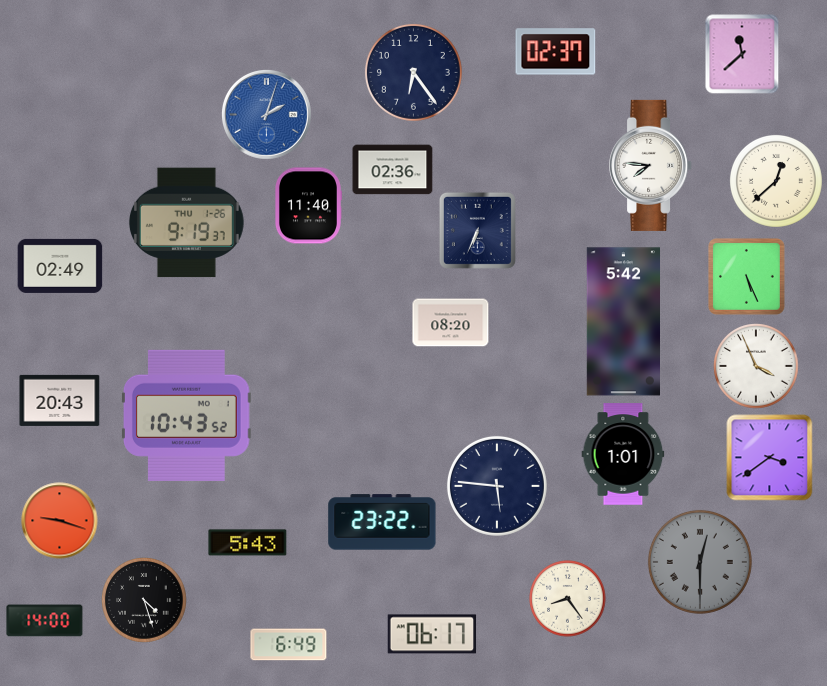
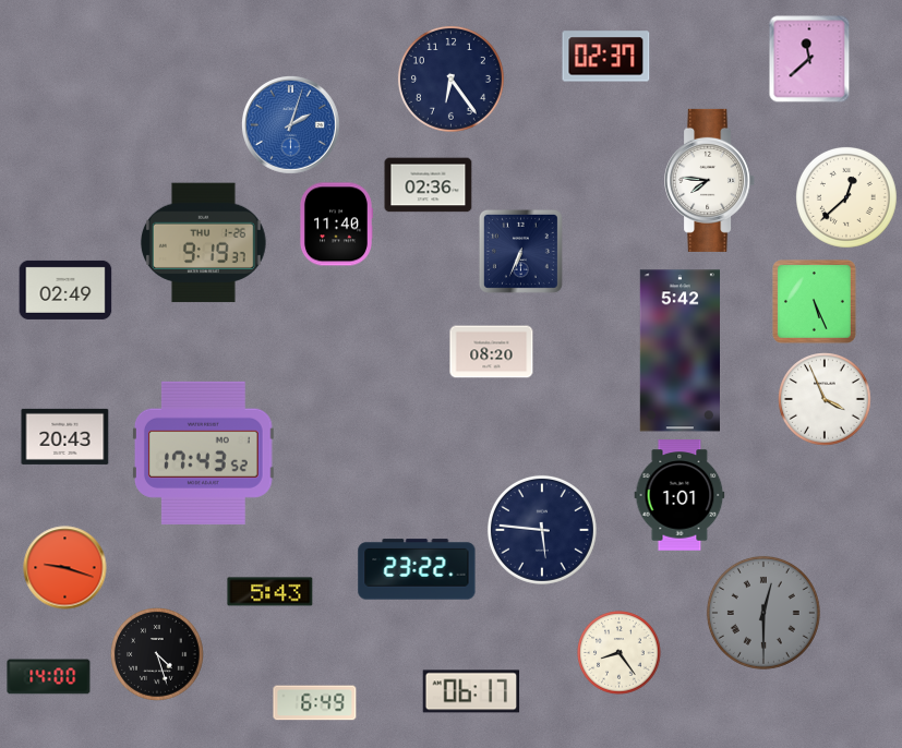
clock at (186, 415): 10:43 -> 17:43
clock at (770, 458): 3:39 -> none
